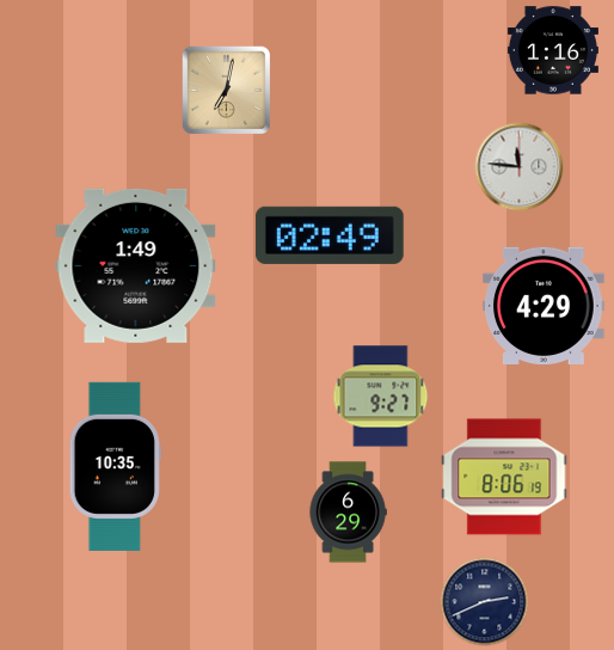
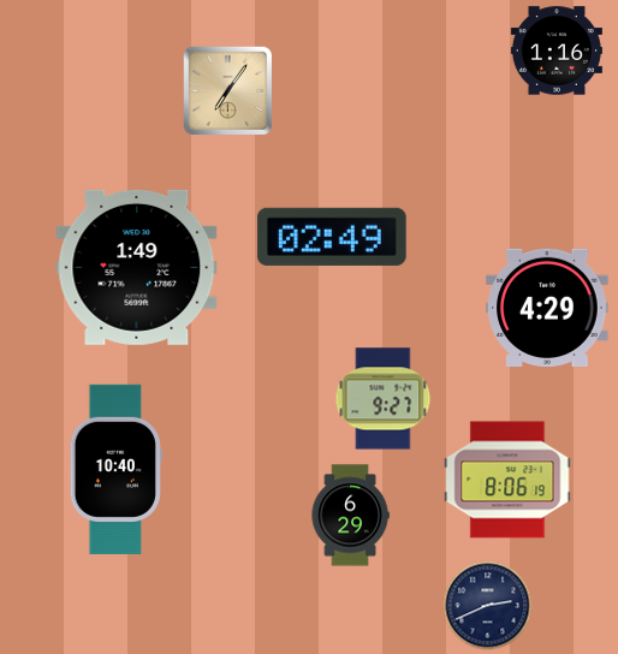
clock at (227, 91): 7:02 -> 7:06
clock at (520, 167): 11:46 -> none
clock at (115, 466): 10:35 -> 10:40
